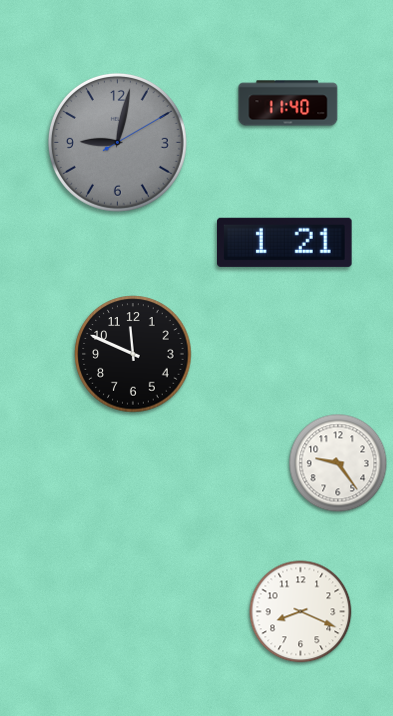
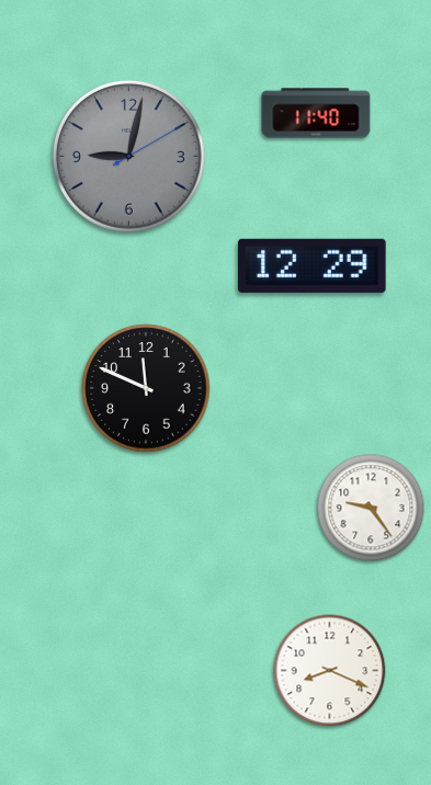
clock at (285, 242): 1:21 -> 12:29
